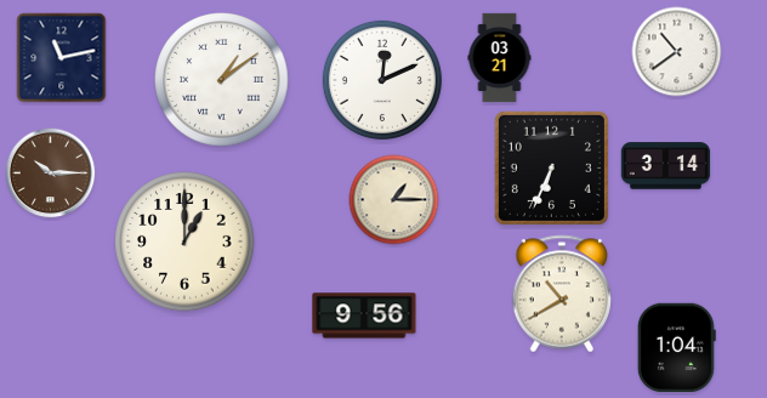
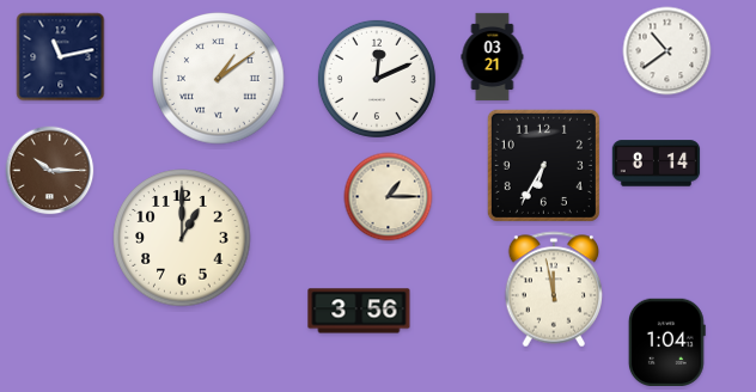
clock at (666, 166): 3:14 -> 8:14
clock at (551, 167): 6:34 -> 6:35
clock at (562, 294): 10:40 -> 11:58
clock at (364, 315): 9:56 -> 3:56
